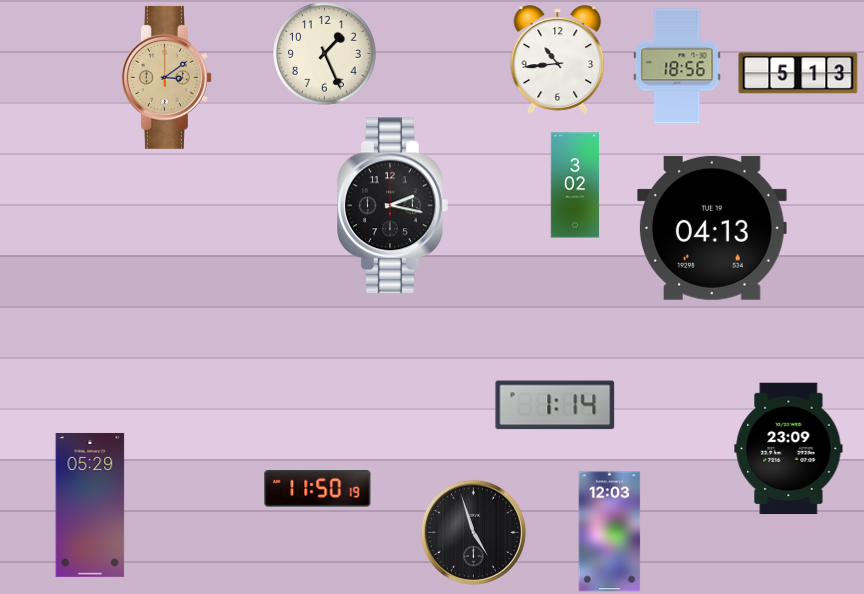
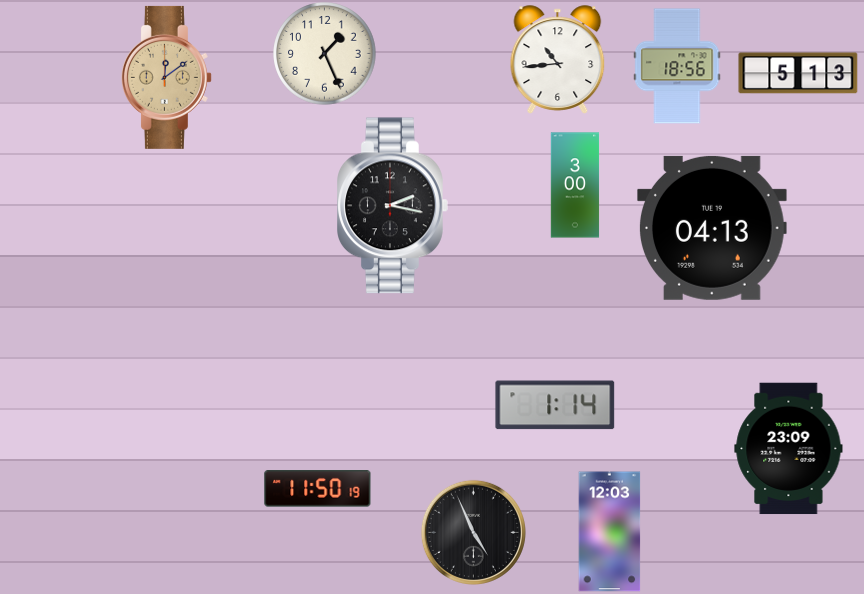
clock at (166, 77): 3:09 -> 12:09
clock at (575, 185): 3:02 -> 3:00
clock at (90, 505): 05:29 -> none
clock at (473, 532): 4:57 -> 4:56
